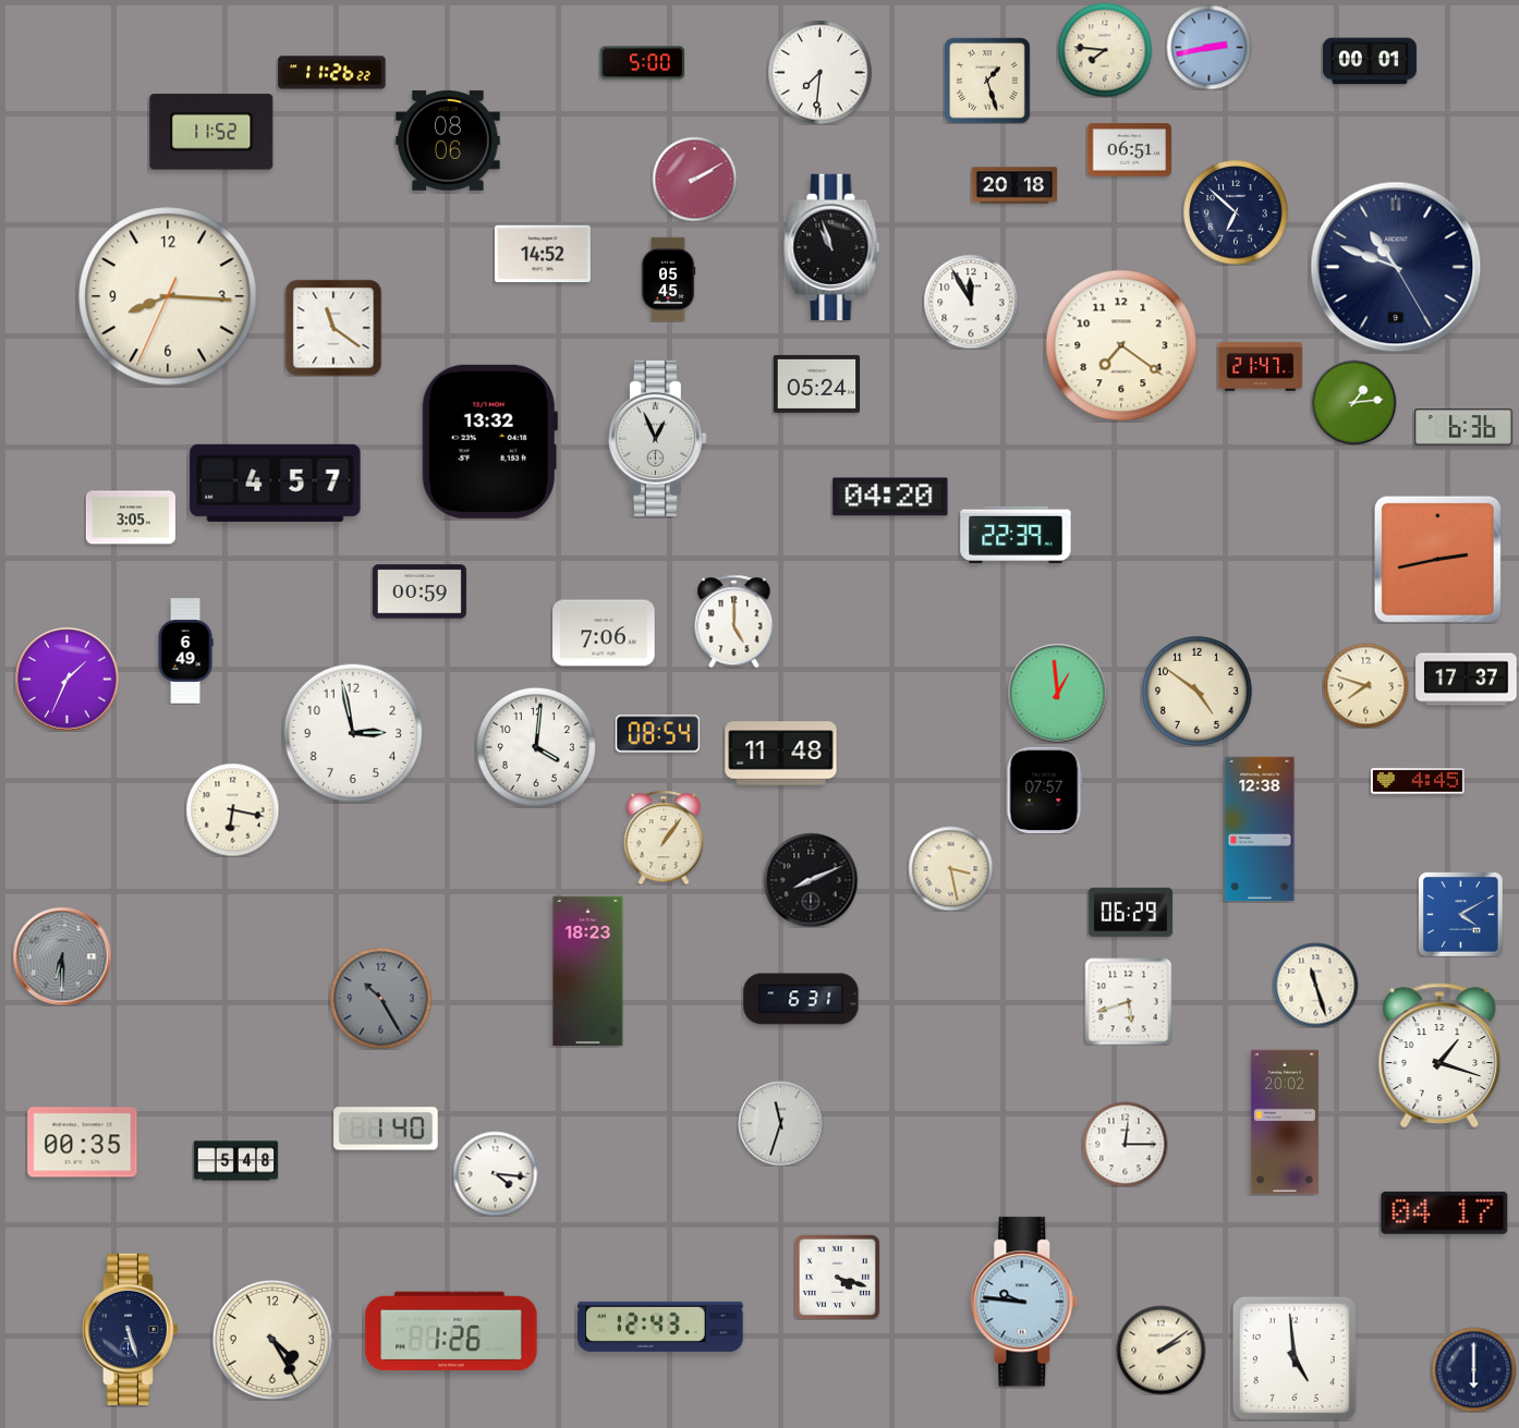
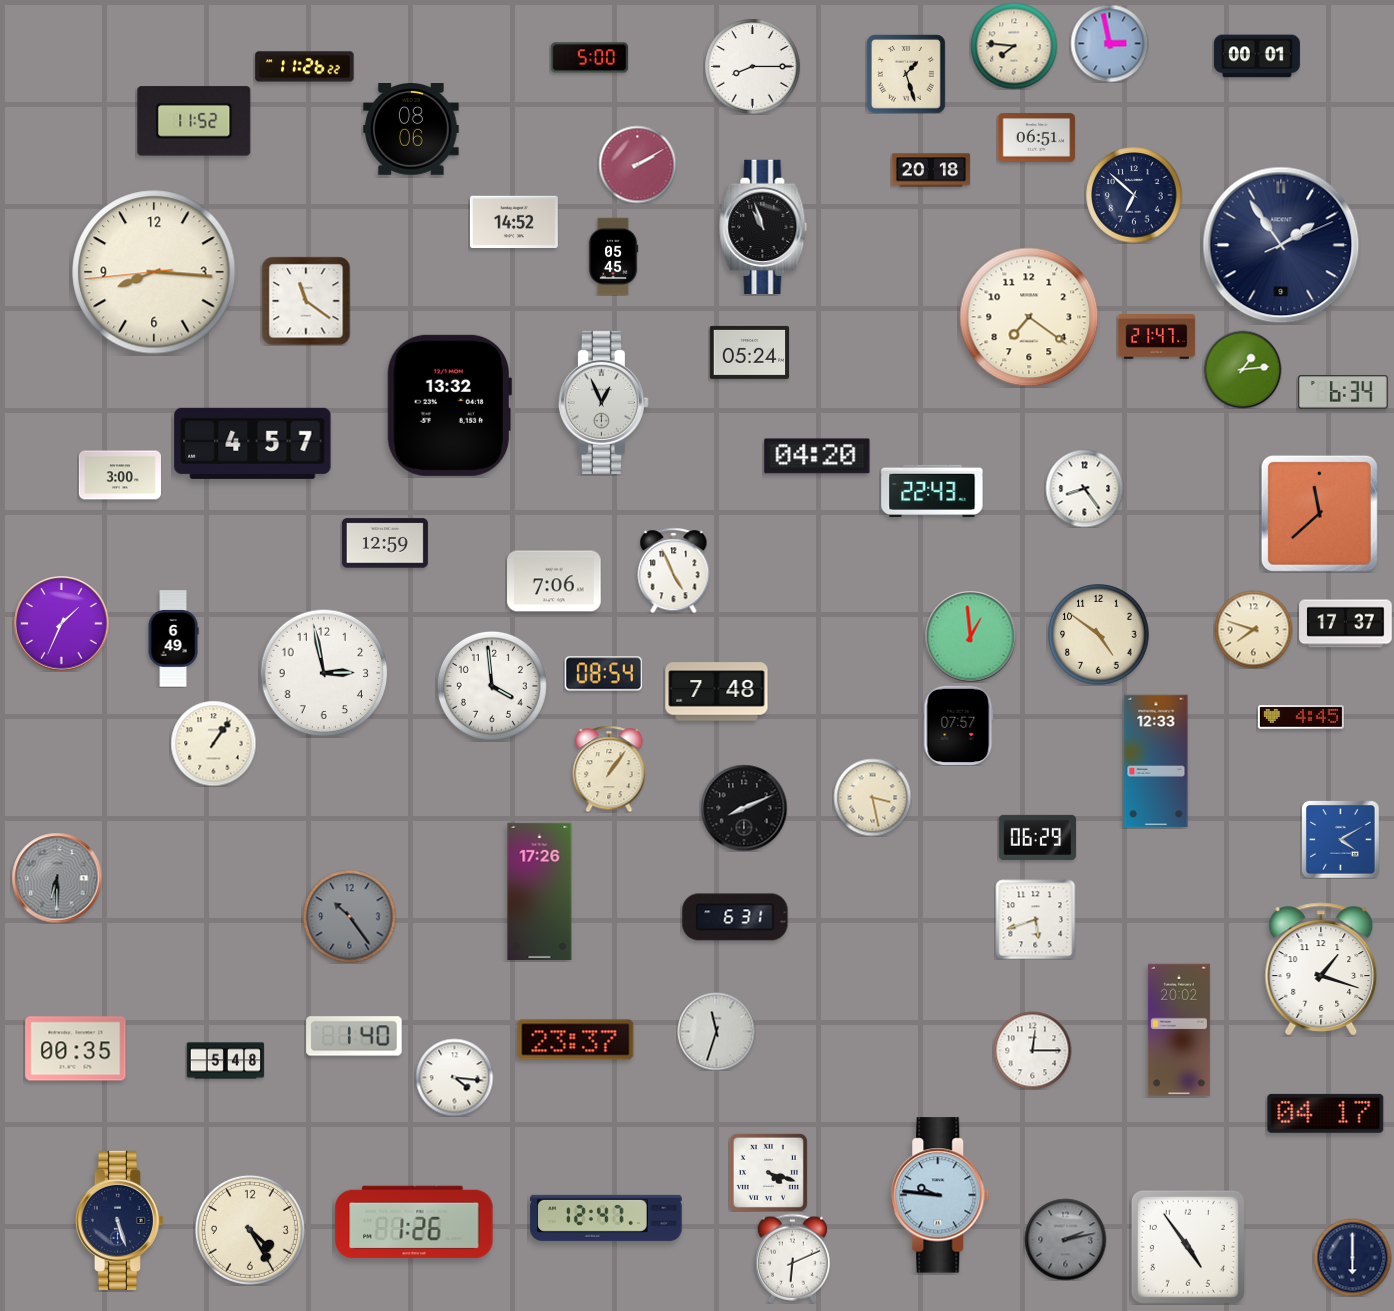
clock at (1208, 47): 2:43 -> 2:58
clock at (819, 72): 7:31 -> 8:15
clock at (543, 253) position: (543, 253) -> (514, 221)
clock at (1396, 267): 10:48 -> 1:54
clock at (168, 296): 8:15:34 -> 8:15:44
clock at (971, 302): 11:55 -> none
clock at (1463, 427): 6:36 -> 6:34
clock at (131, 517): 3:05 -> 3:00
clock at (1084, 488): none -> 8:24
clock at (1016, 535): 22:39 -> 22:43
clock at (1437, 559): 2:43 -> 11:38
clock at (420, 591): 00:59 -> 12:59
clock at (734, 621): 5:00 -> 4:56
clock at (185, 651) position: (185, 651) -> (173, 639)
clock at (536, 747): 4:01 -> 3:59
clock at (781, 754): 11:48 -> 7:48
clock at (232, 809): 6:17 -> 1:06
clock at (1260, 829): 12:38 -> 12:33
clock at (588, 971): 18:23 -> 17:26
clock at (1315, 985): 11:27 -> none
clock at (380, 998): 10:25 -> 10:24
clock at (576, 1040): none -> 23:37
clock at (235, 1161) position: (235, 1161) -> (225, 1061)
clock at (660, 1327): 12:43 -> 12:47
clock at (1160, 1350): 2:09 -> 2:13
clock at (1160, 1350) dial: cream -> grey
clock at (1295, 1358): 4:59 -> 4:54
clock at (792, 1258): none -> 6:11
